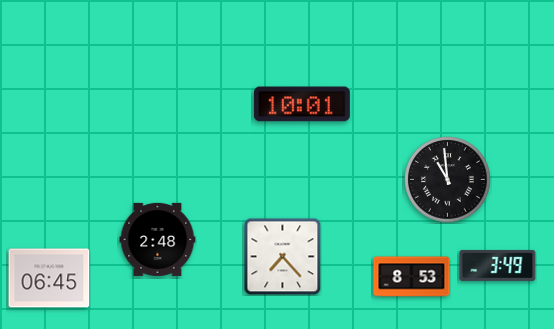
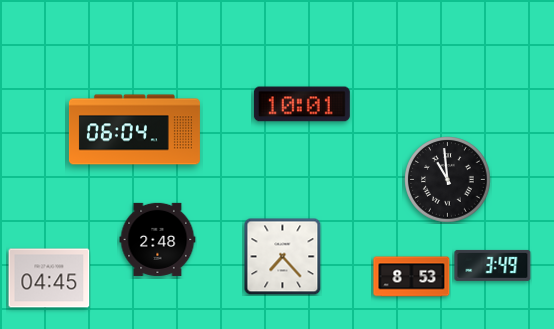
clock at (134, 130): none -> 06:04
clock at (498, 265) position: (498, 265) -> (493, 265)
clock at (49, 278): 06:45 -> 04:45
